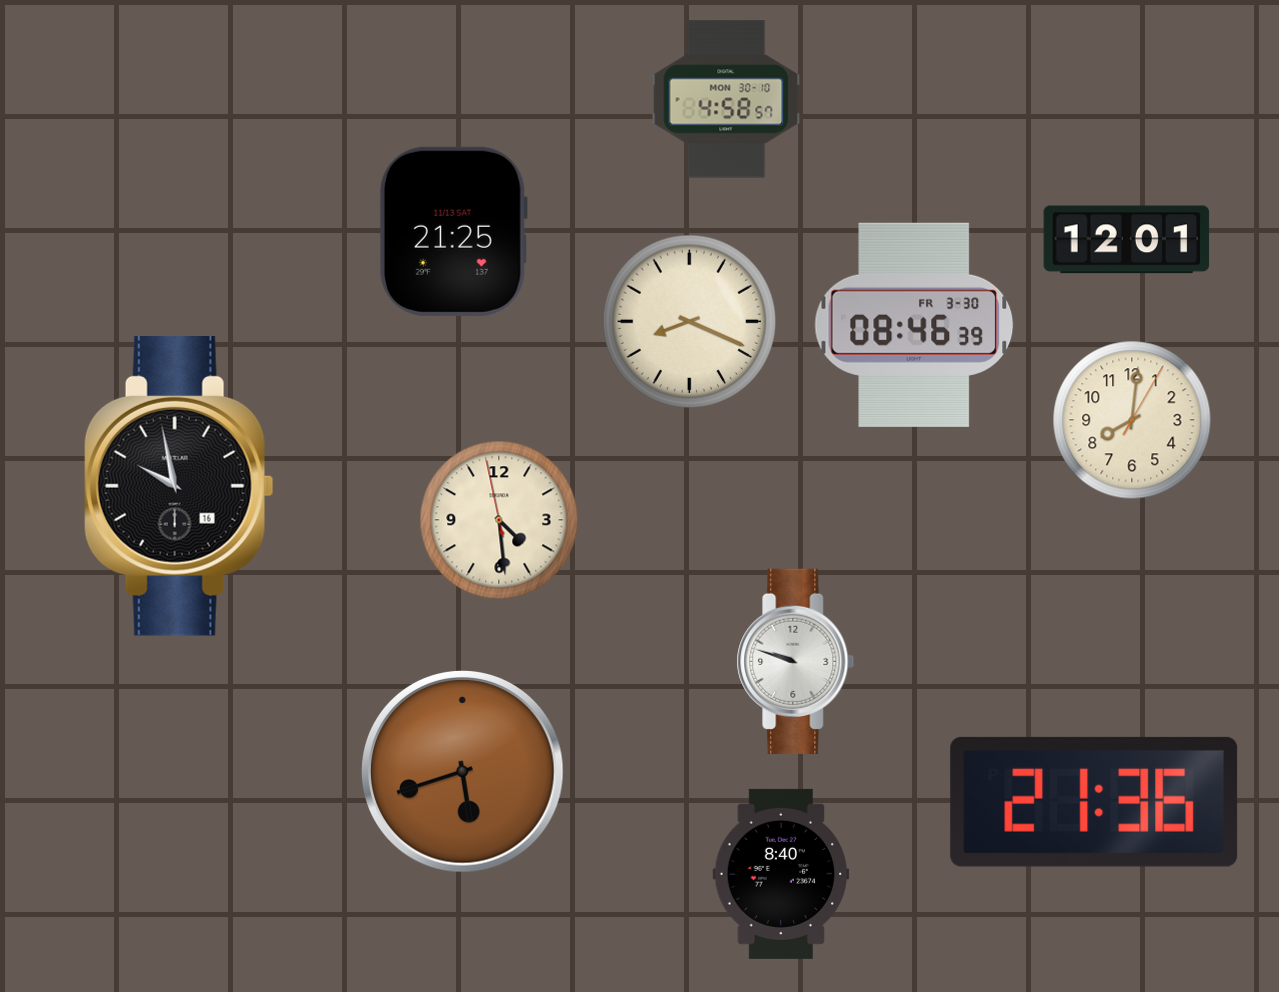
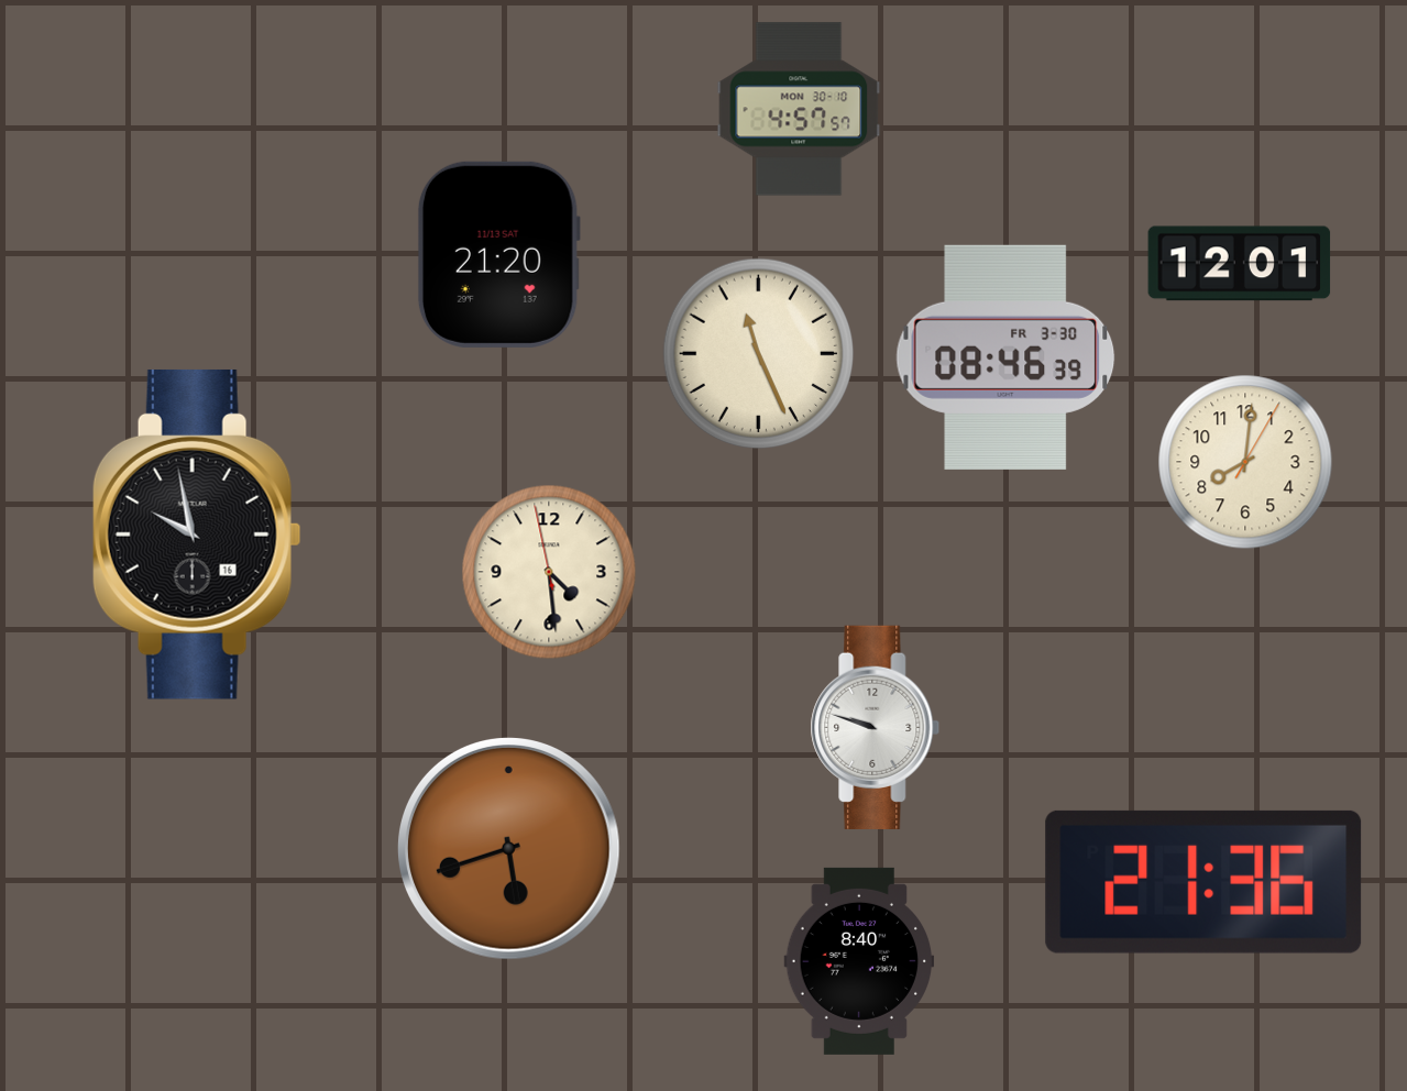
clock at (726, 99): 4:58 -> 4:57
clock at (453, 231): 21:25 -> 21:20
clock at (690, 322): 8:19 -> 11:26
